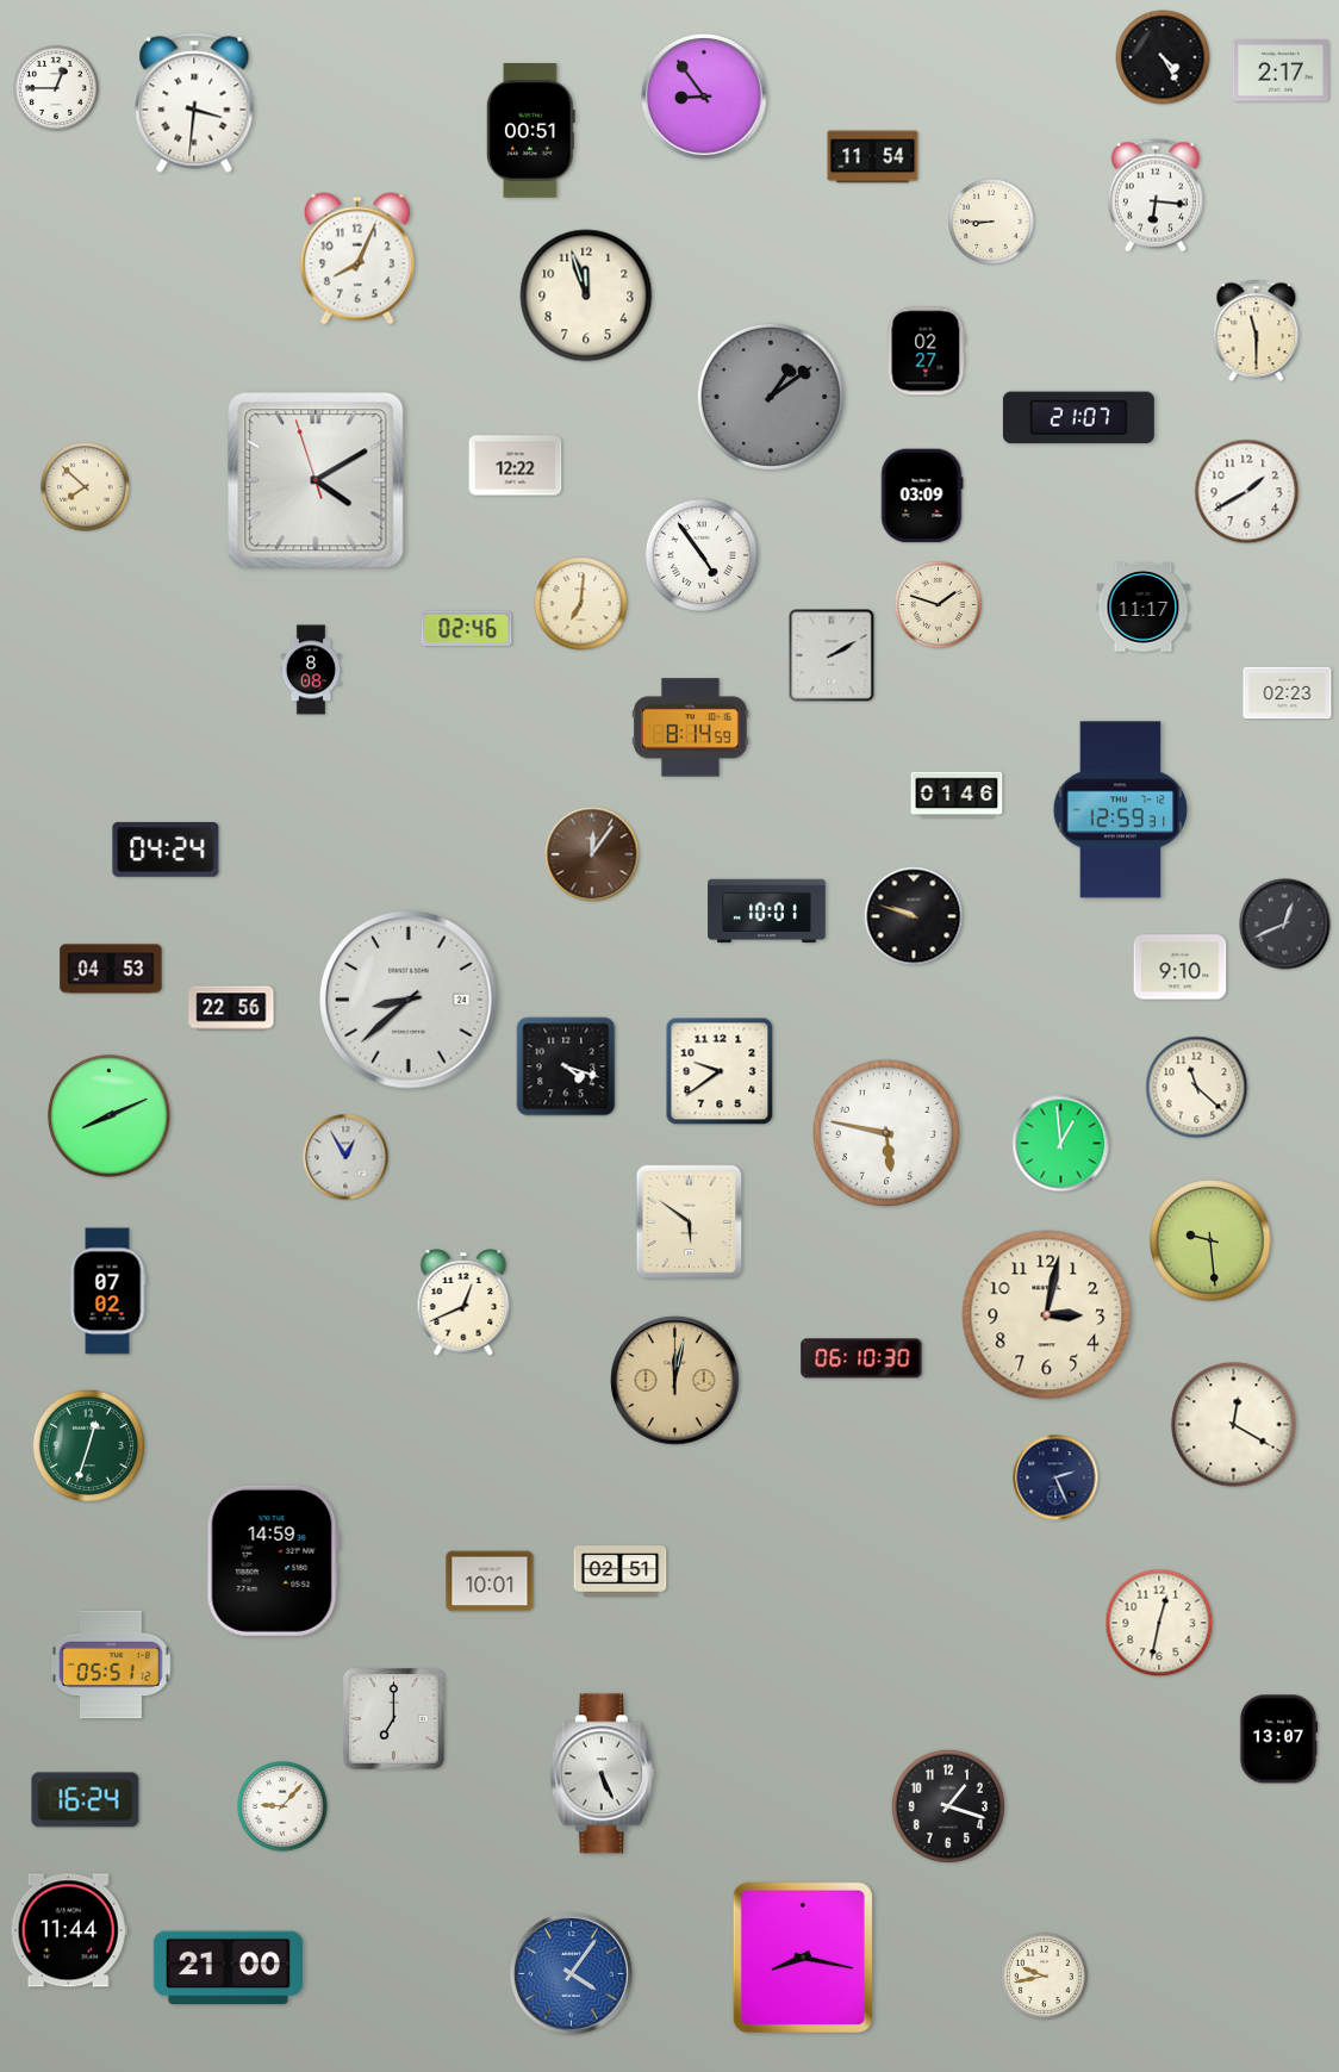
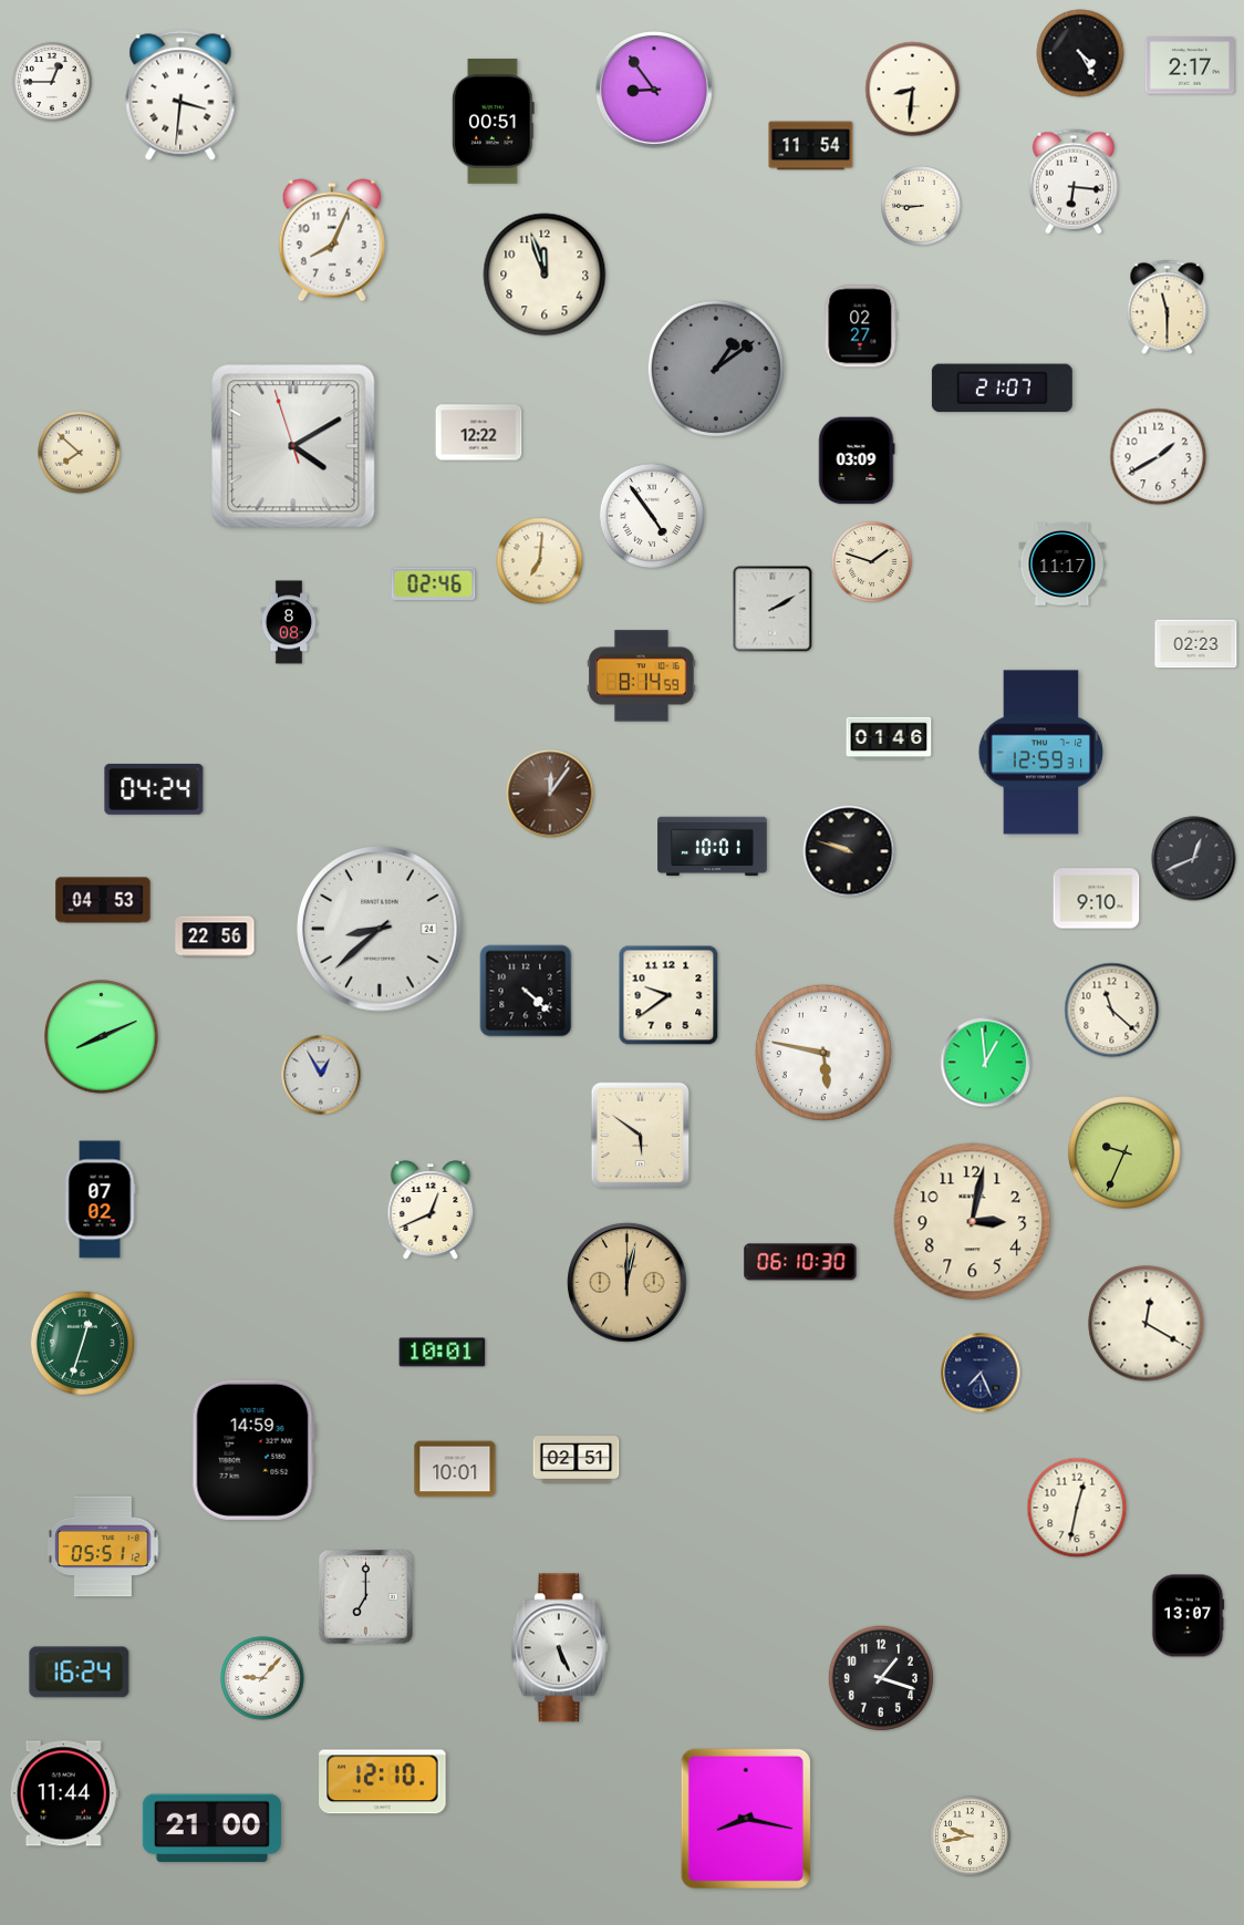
clock at (913, 90): none -> 8:31
clock at (566, 1066): 4:18 -> 4:22
clock at (1210, 1240): 9:29 -> 9:34
clock at (443, 1353): none -> 10:01
clock at (1055, 1477): 2:26 -> 7:26
clock at (383, 1782): none -> 12:10
clock at (571, 1973): 4:06 -> none
